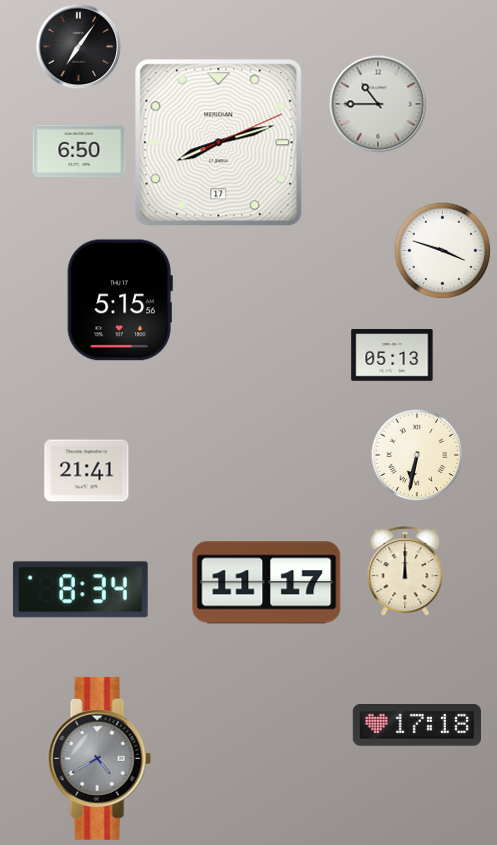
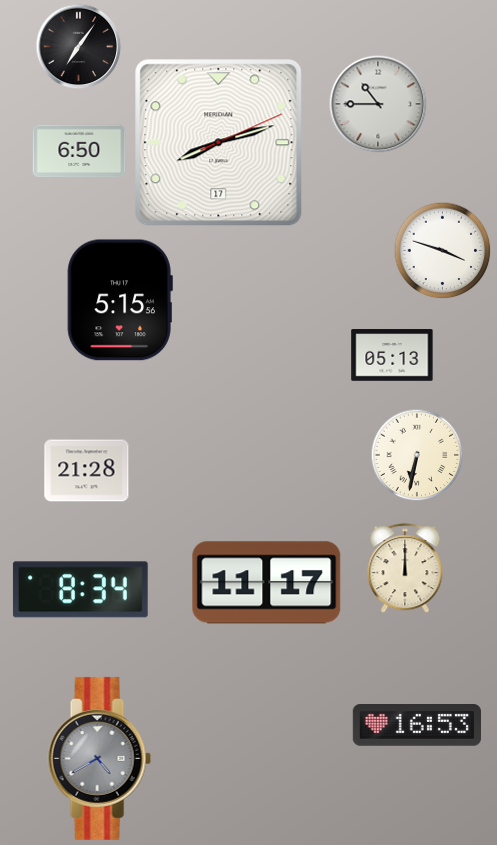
clock at (87, 471): 21:41 -> 21:28
clock at (405, 572) position: (405, 572) -> (405, 569)
clock at (416, 726): 17:18 -> 16:53
